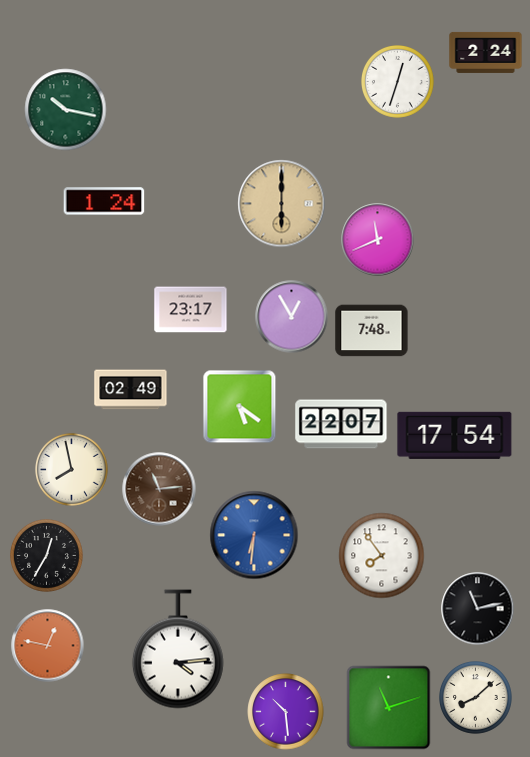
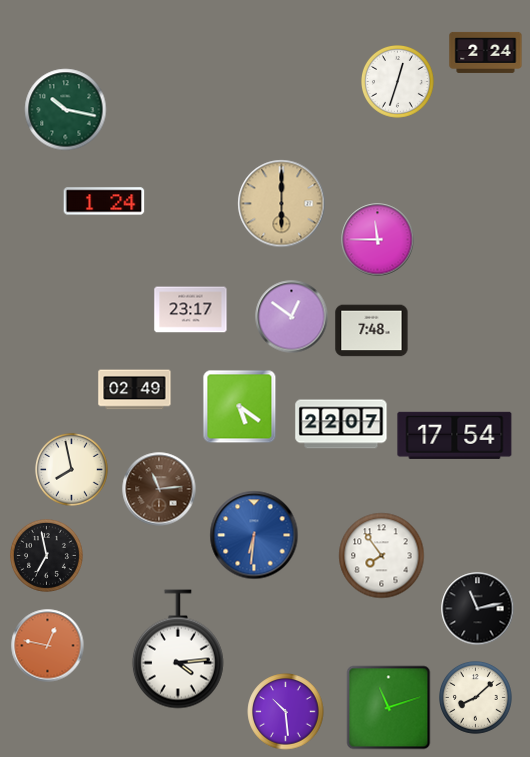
clock at (378, 240): 11:41 -> 11:45
clock at (292, 317): 12:55 -> 12:51
clock at (131, 390) position: (131, 390) -> (135, 390)
clock at (47, 556): 12:35 -> 6:58
